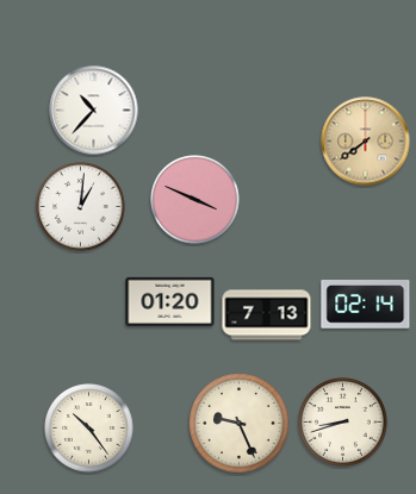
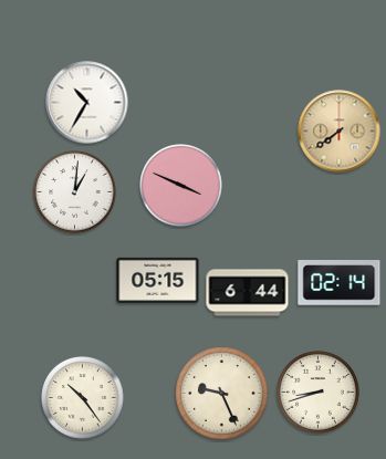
clock at (94, 111): 10:37 -> 10:35
clock at (170, 301): 01:20 -> 05:15
clock at (267, 315): 7:13 -> 6:44
